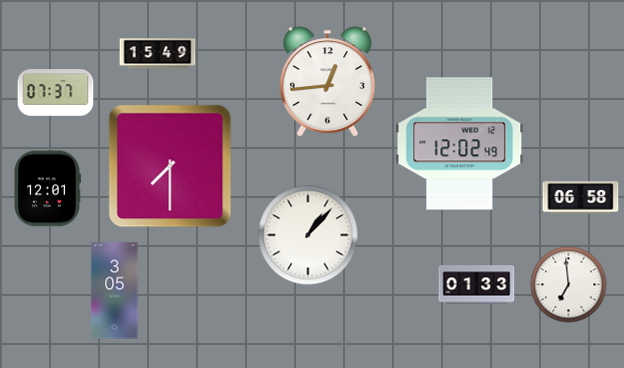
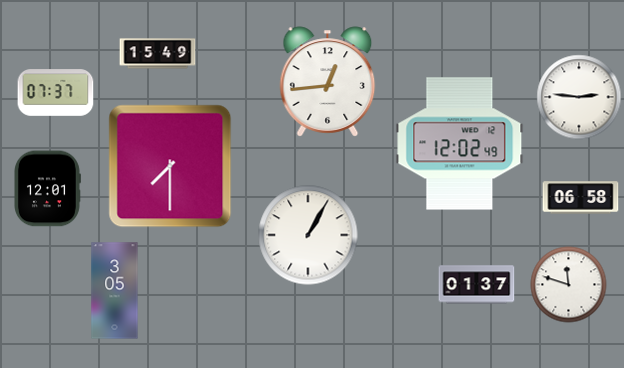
clock at (579, 97): none -> 2:46
clock at (308, 235): 1:07 -> 1:05
clock at (477, 285): 01:33 -> 01:37
clock at (569, 285): 6:59 -> 11:48
